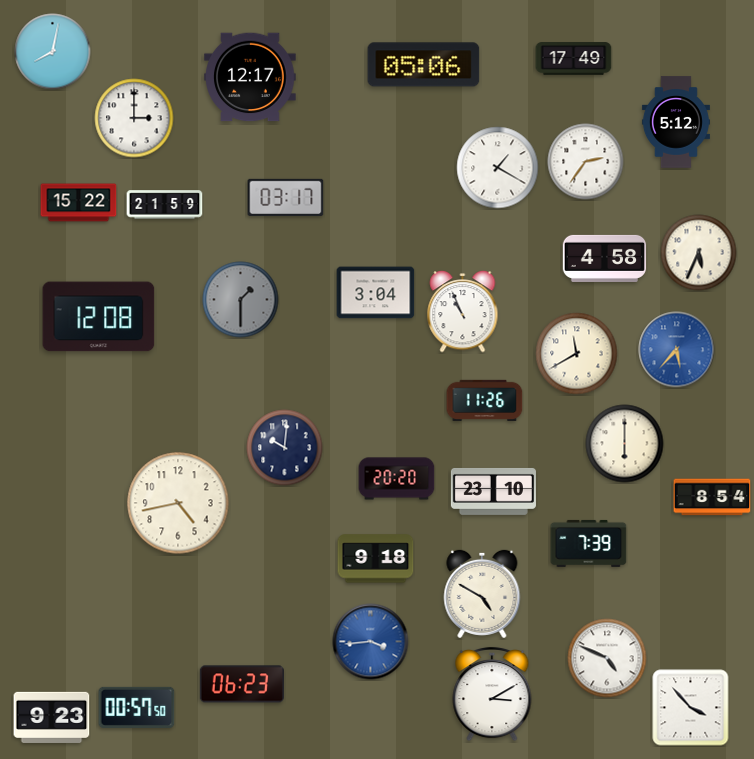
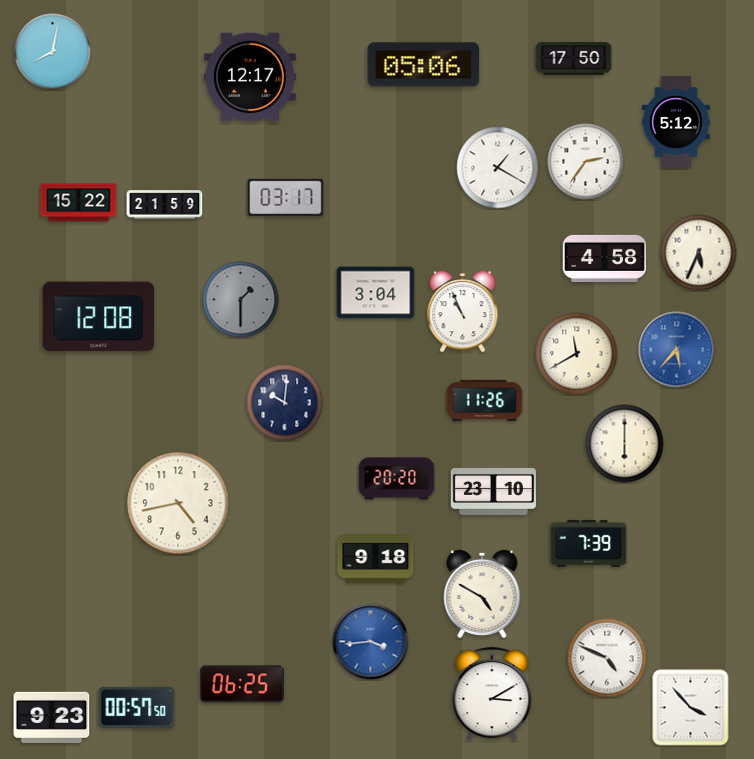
clock at (574, 59): 17:49 -> 17:50
clock at (134, 118): 3:00 -> none
clock at (285, 448) position: (285, 448) -> (285, 403)
clock at (712, 497): 8:54 -> none
clock at (242, 684): 06:23 -> 06:25
